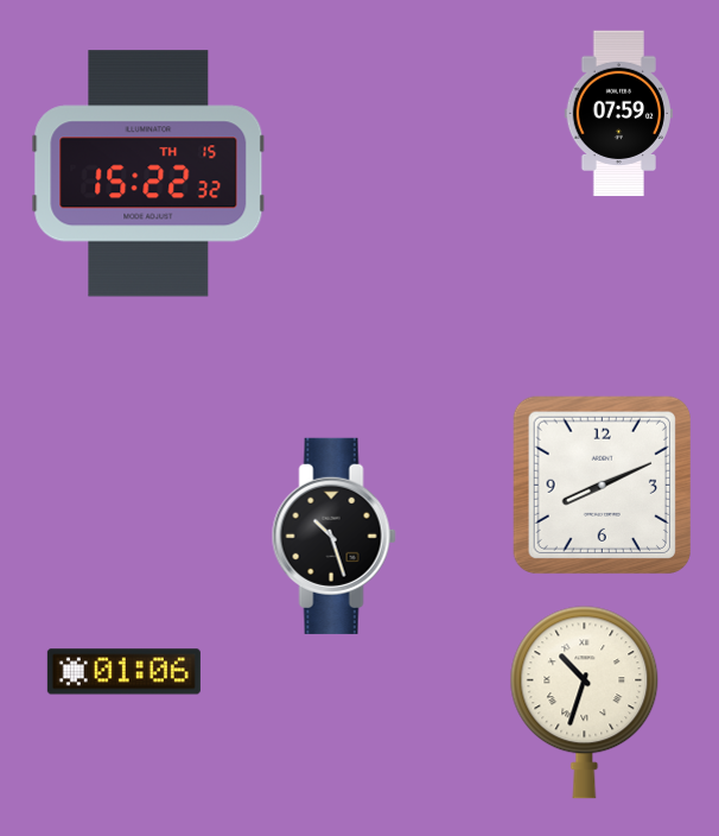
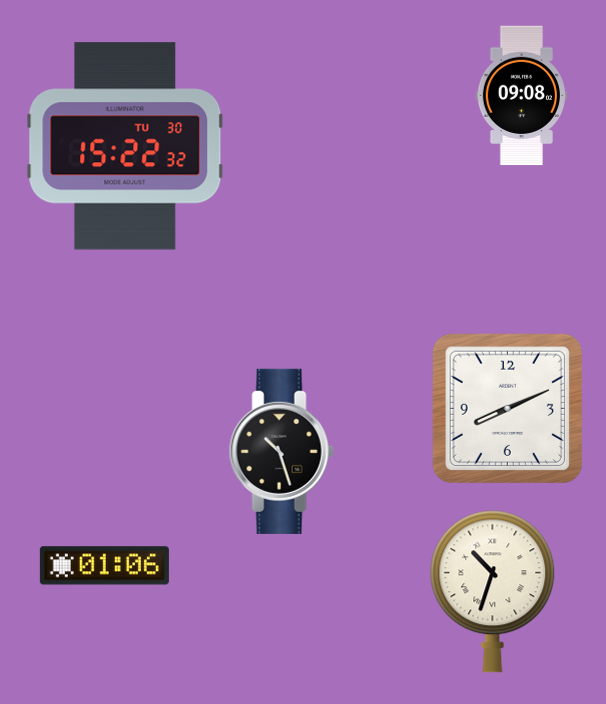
clock at (618, 114): 07:59 -> 09:08
clock at (148, 173) date: TH 15 -> TU 30
